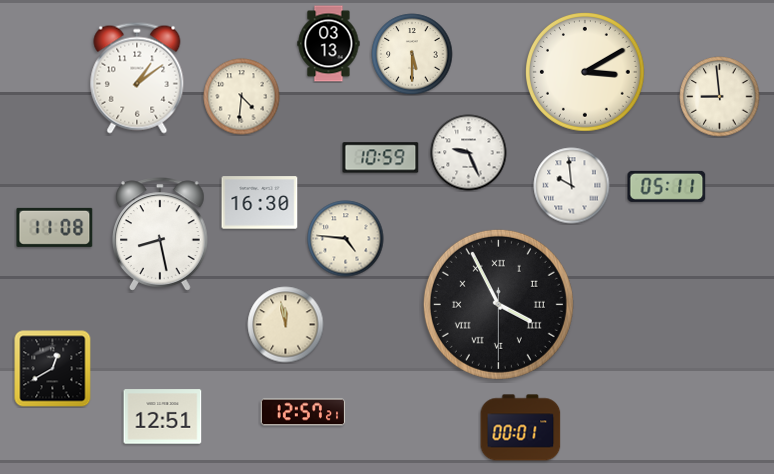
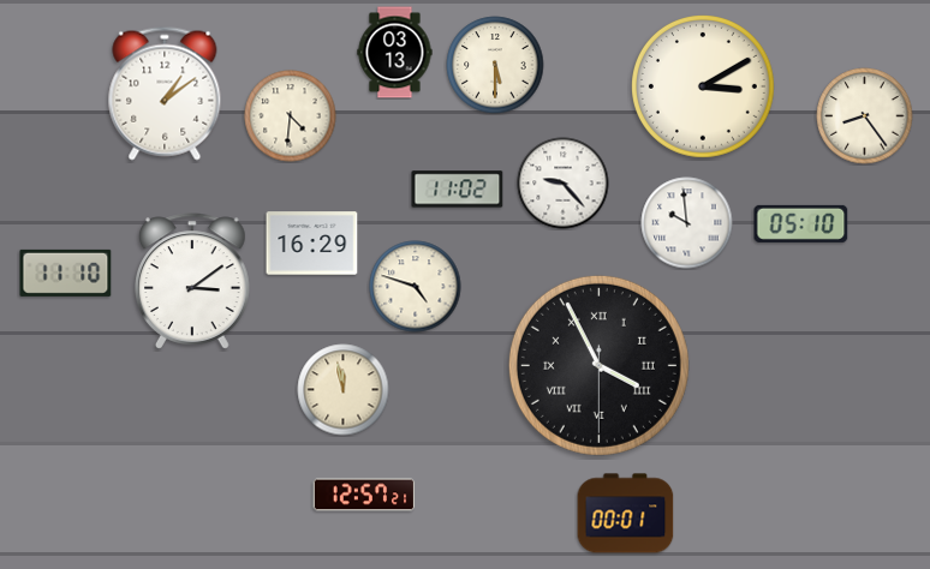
clock at (720, 97): 8:59 -> 8:24
clock at (469, 153): 9:26 -> 9:23
clock at (381, 158): 10:59 -> 11:02
clock at (667, 186): 05:11 -> 05:10
clock at (260, 203): 16:30 -> 16:29
clock at (55, 227): 11:08 -> 11:10
clock at (160, 234): 8:28 -> 3:09
clock at (346, 239): 4:46 -> 4:48
clock at (53, 369): 12:40 -> none
clock at (163, 417): 12:51 -> none
